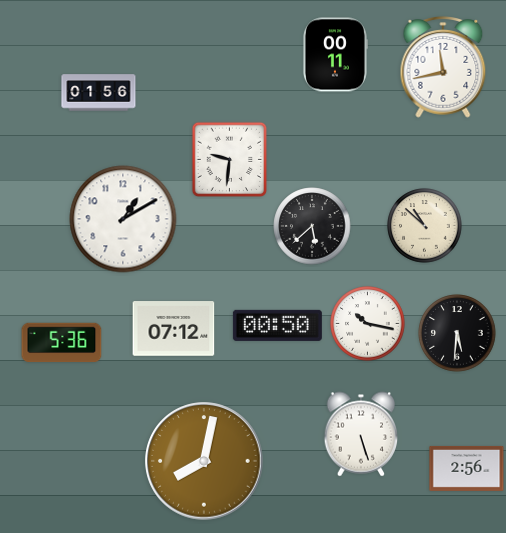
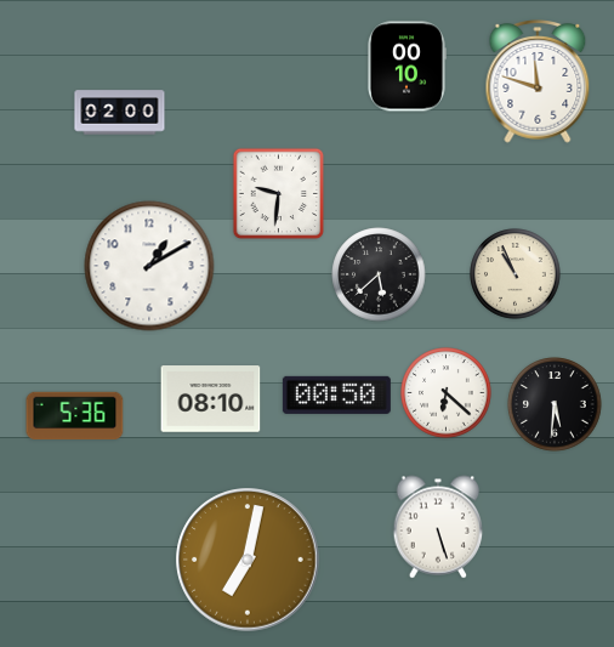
clock at (335, 55): 00:11 -> 00:10
clock at (443, 68): 11:43 -> 11:48
clock at (99, 93): 01:56 -> 02:00
clock at (425, 226): 10:52 -> 10:56
clock at (368, 324): 10:17 -> 6:22
clock at (174, 329): 07:12 -> 08:10
clock at (204, 461): 8:02 -> 7:02
clock at (467, 468): 2:56 -> none
